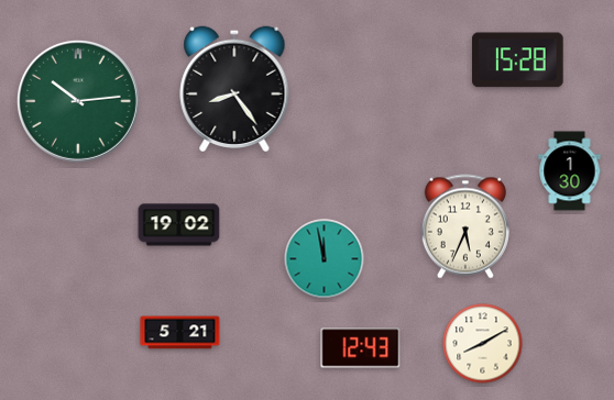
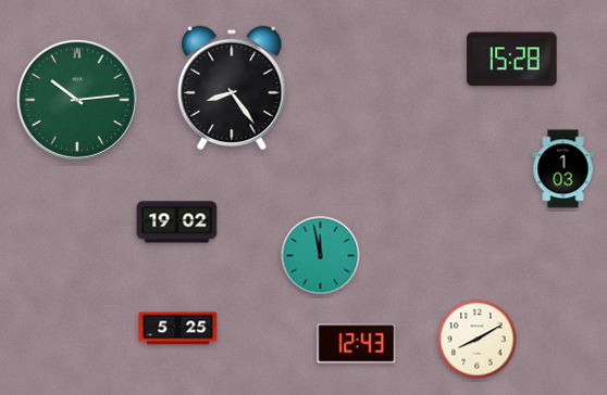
clock at (570, 171): 1:30 -> 1:03
clock at (465, 226): 5:34 -> none
clock at (180, 333): 5:21 -> 5:25
